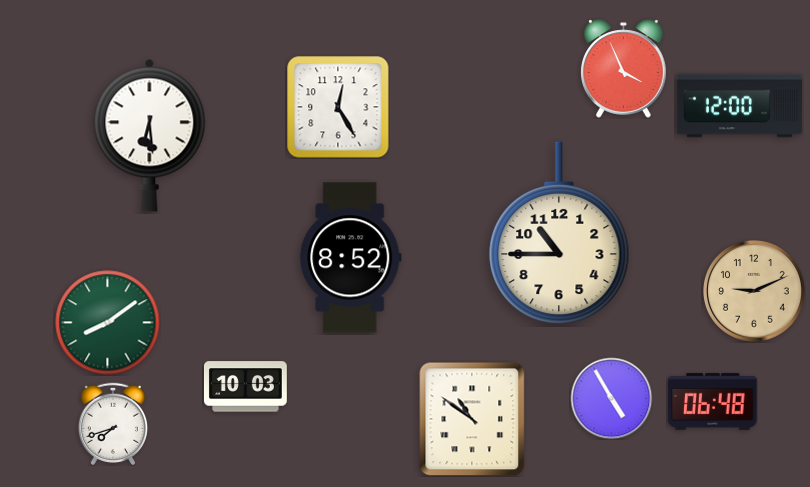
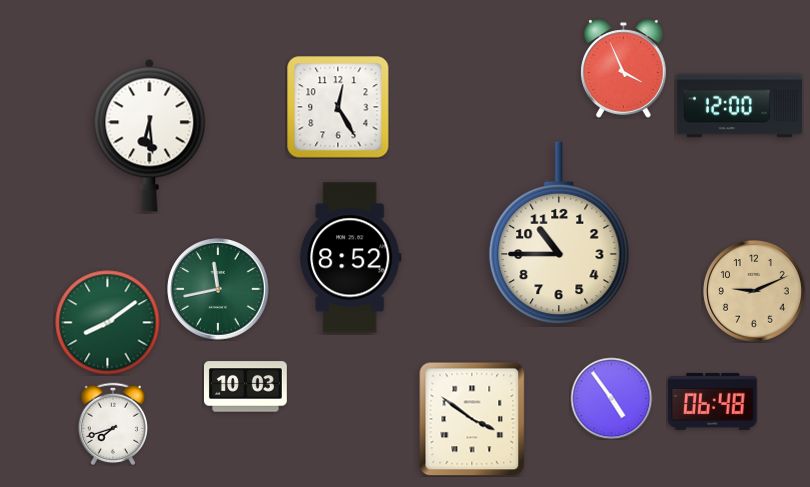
clock at (218, 289): none -> 11:43
clock at (611, 398): 4:55 -> 4:54
clock at (472, 419): 10:51 -> 3:51
